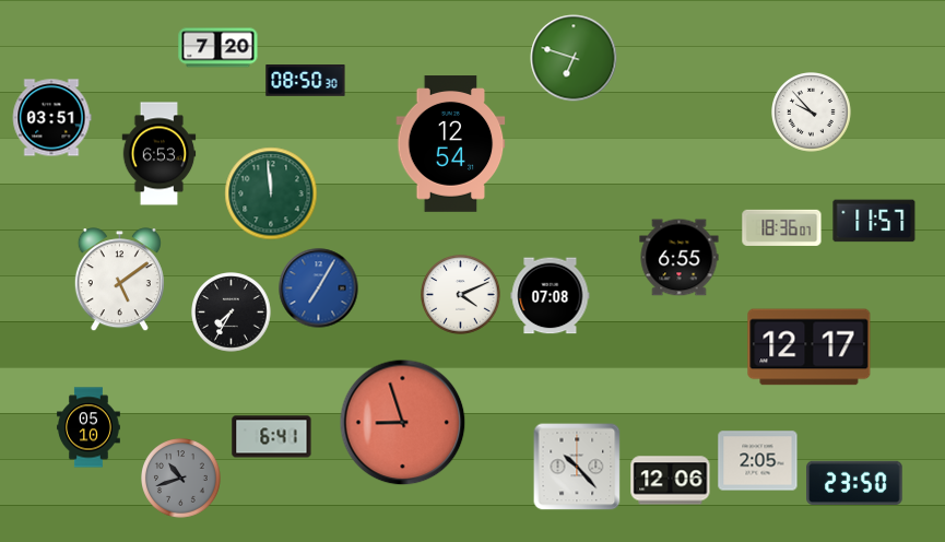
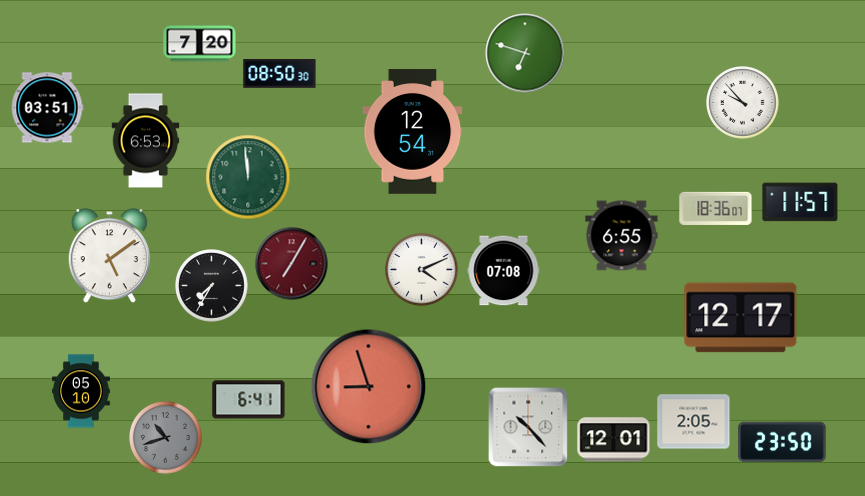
clock at (319, 288) dial: blue -> burgundy
clock at (671, 481): 12:06 -> 12:01
